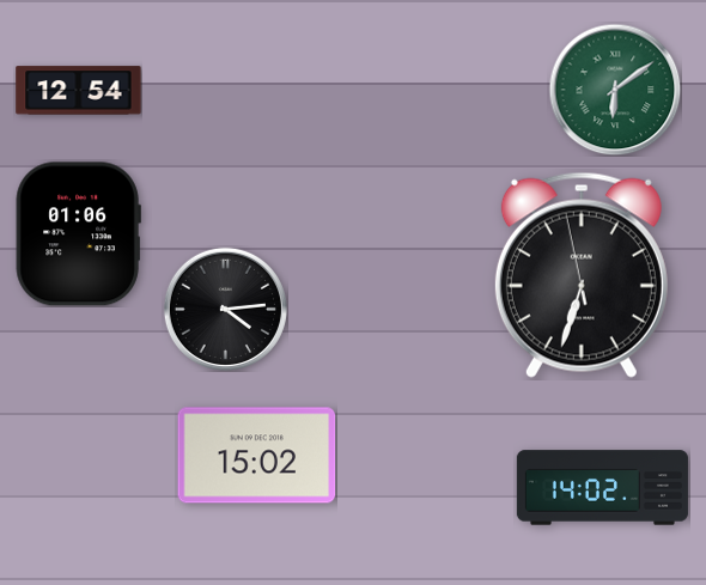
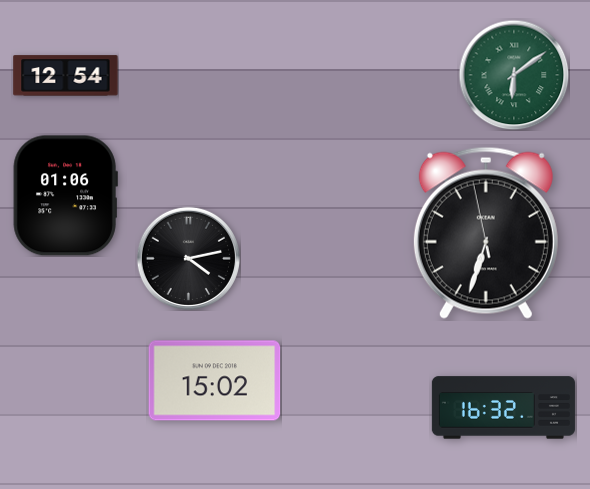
clock at (582, 275) position: (582, 275) -> (486, 233)
clock at (225, 309): 4:14 -> 4:13
clock at (602, 488): 14:02 -> 16:32
